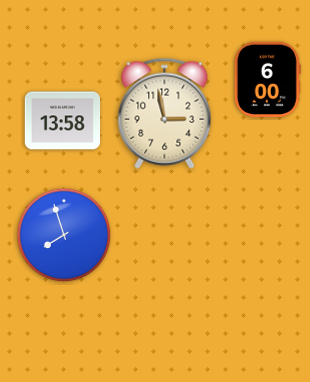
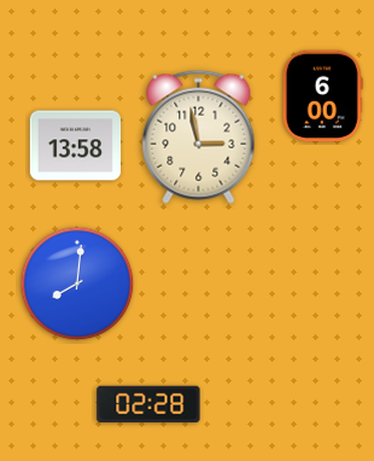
clock at (64, 235): 7:57 -> 8:01
clock at (148, 404): none -> 02:28
